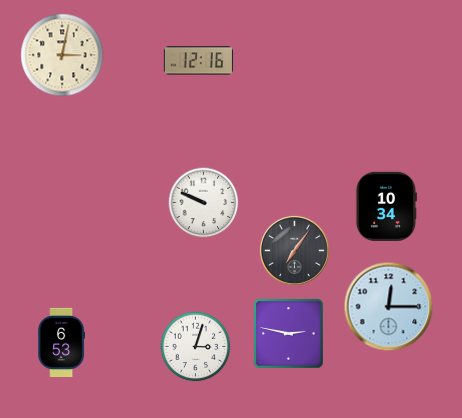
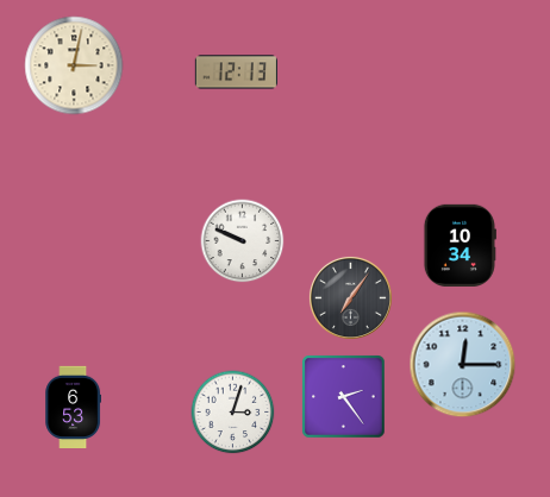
clock at (198, 61): 12:16 -> 12:13
clock at (289, 334): 2:47 -> 2:24
